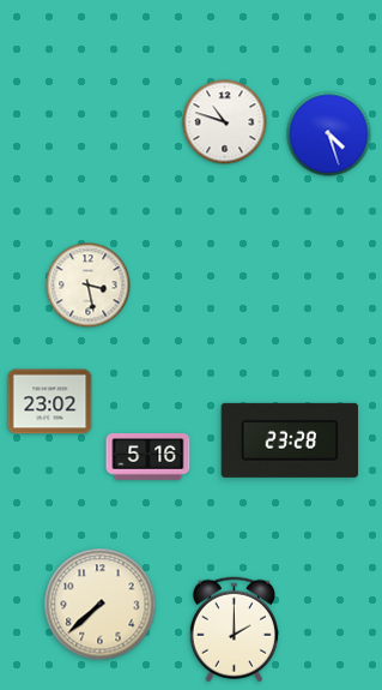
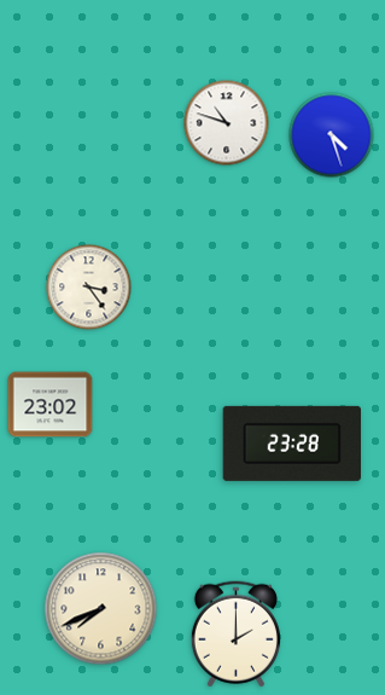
clock at (89, 286): 3:28 -> 3:24
clock at (148, 457): 5:16 -> none
clock at (101, 605): 7:38 -> 7:41
